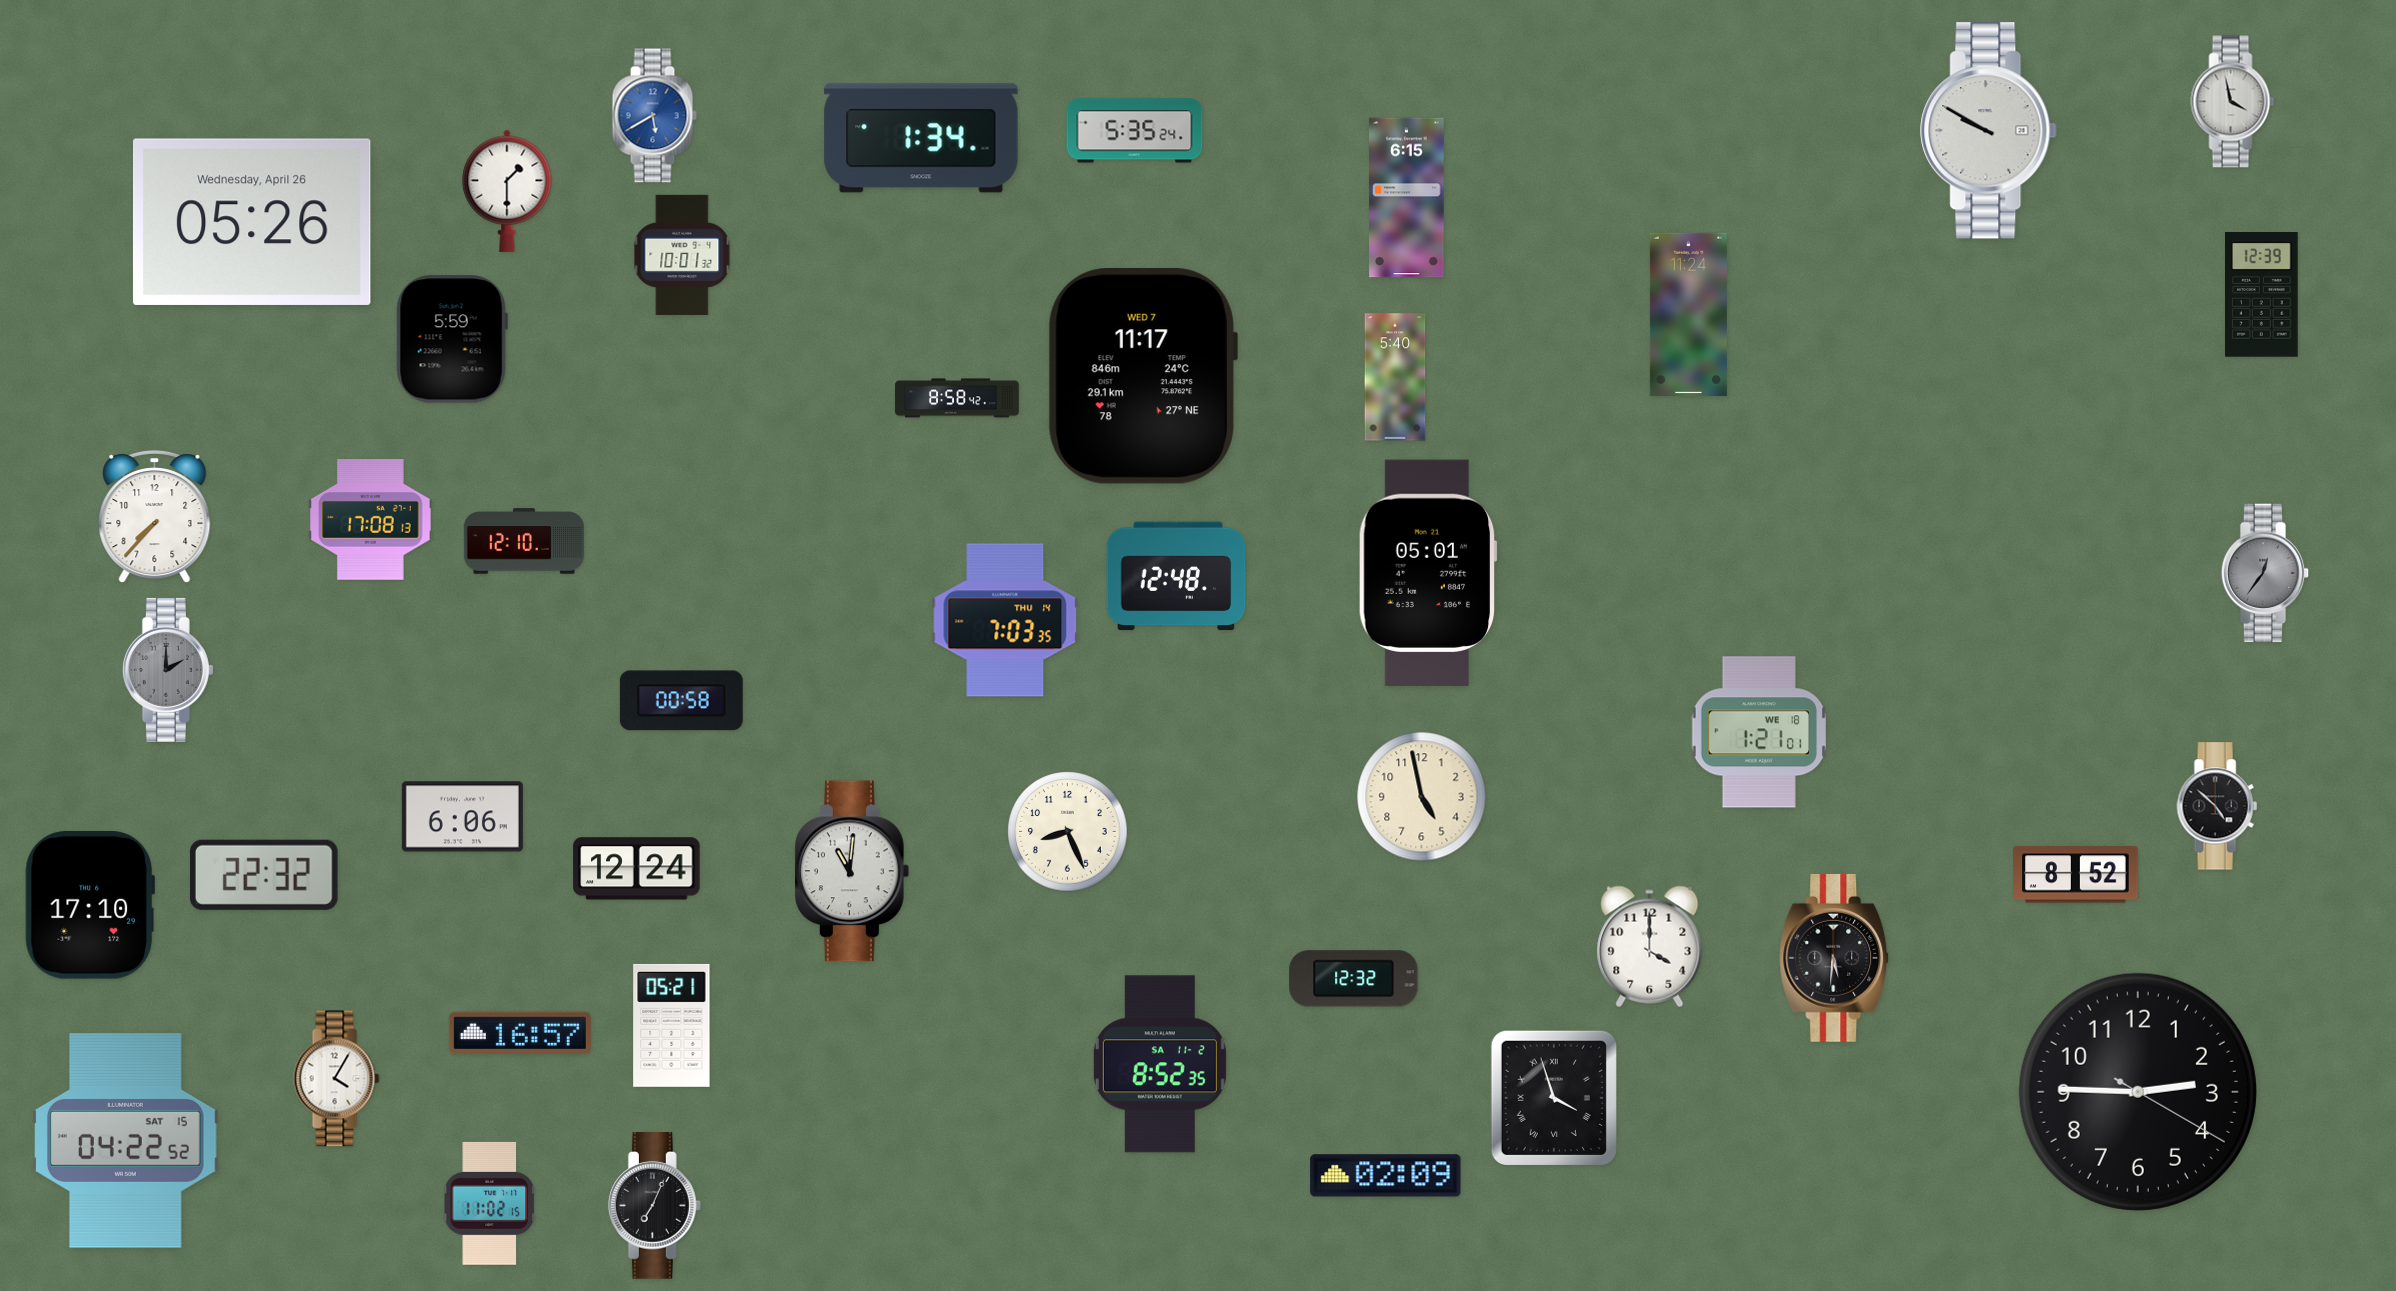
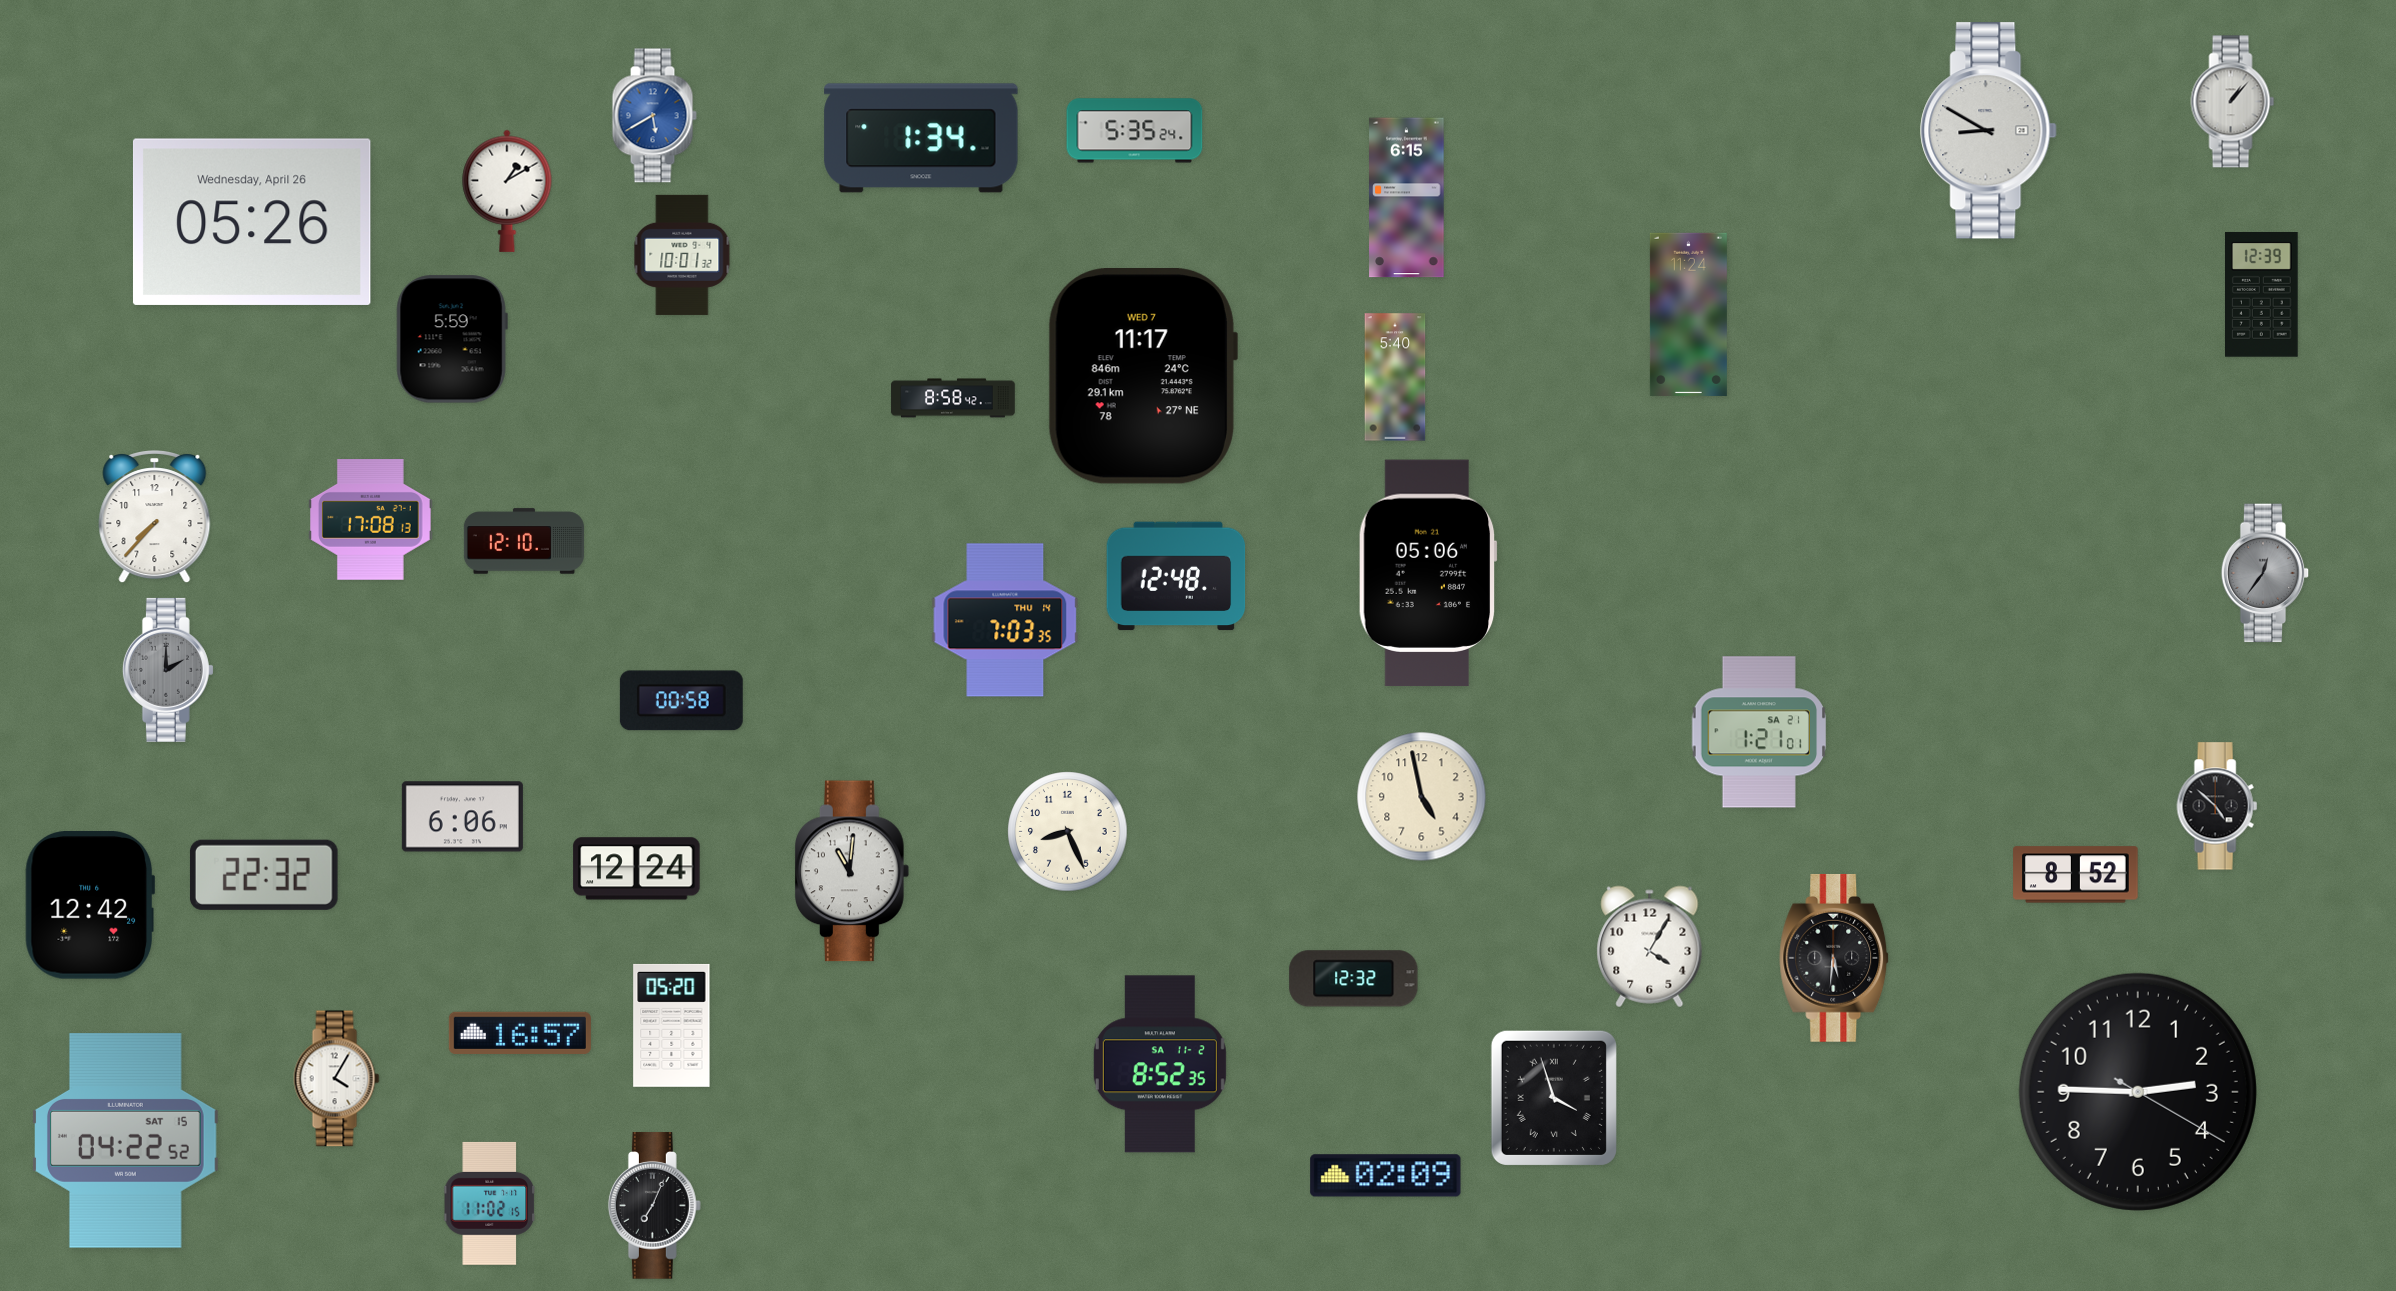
clock at (2233, 102): 3:58 -> 1:07
clock at (1989, 131): 9:50 -> 8:50
clock at (507, 191): 1:30 -> 1:10
clock at (957, 398) position: (957, 398) -> (953, 398)
clock at (1428, 573): 05:01 -> 05:06
clock at (1759, 732) date: WE 18 -> SA 21
clock at (89, 906): 17:10 -> 12:42
clock at (1650, 947): 4:00 -> 4:05
clock at (672, 1025): 05:21 -> 05:20
